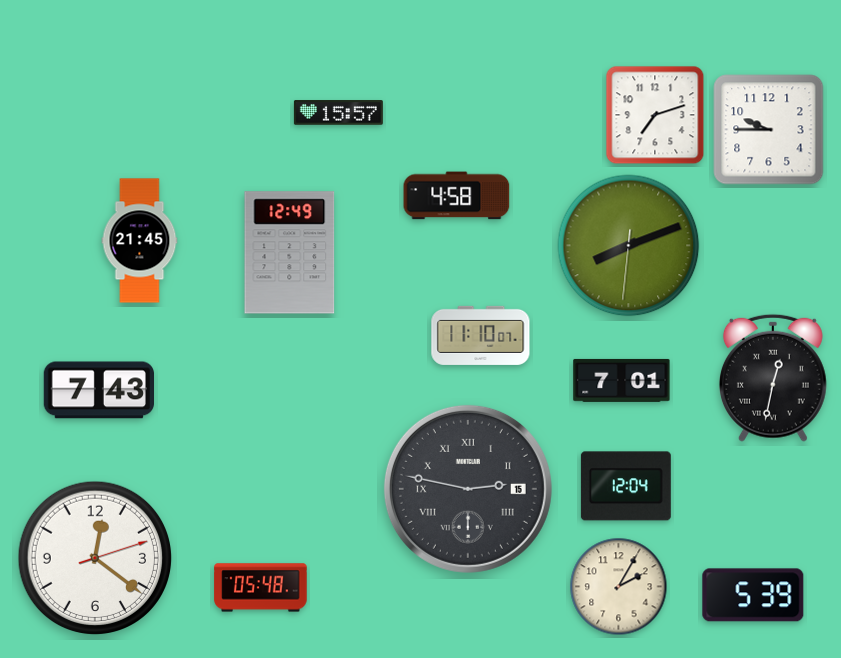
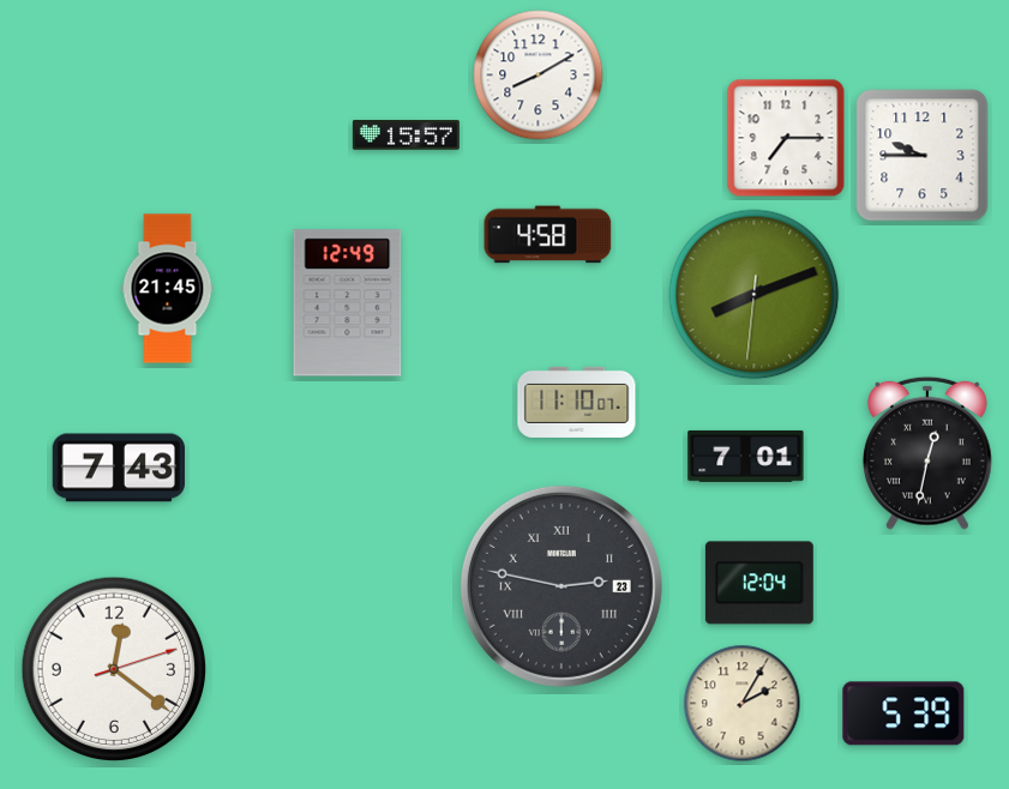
clock at (539, 76): none -> 8:10
clock at (655, 115): 7:12 -> 7:15
clock at (626, 486) position: (626, 486) -> (759, 583)
clock at (468, 489) date: 15 -> 23
clock at (261, 588): 05:48 -> none
